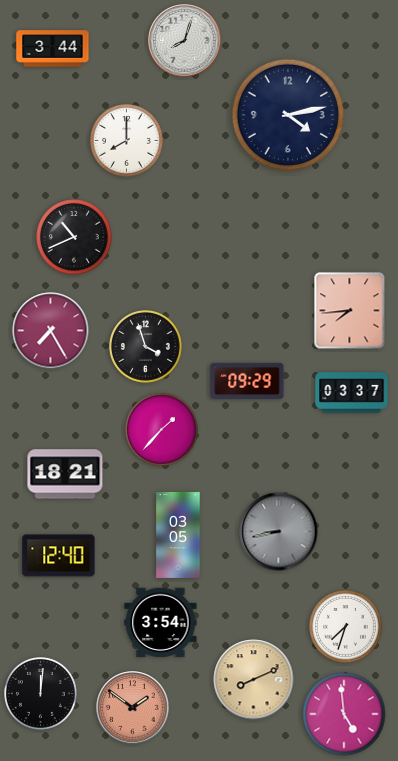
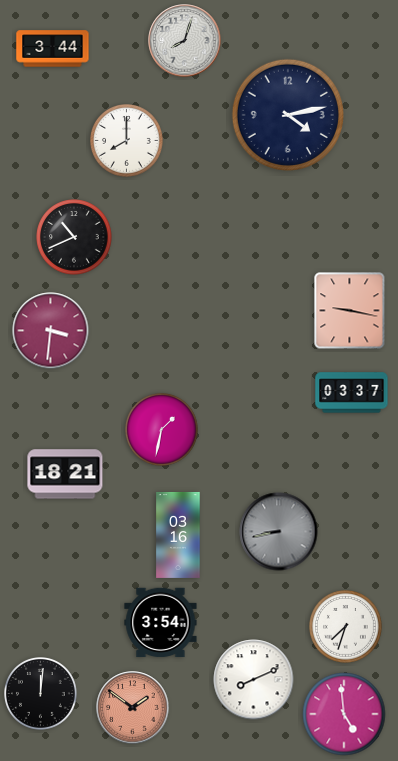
clock at (350, 311): 7:44 -> 9:17
clock at (51, 331): 7:25 -> 3:31
clock at (146, 347): 3:57 -> none
clock at (247, 381): 09:29 -> none
clock at (162, 430): 1:37 -> 1:32
clock at (178, 535): 03:05 -> 03:16
clock at (59, 556): 12:40 -> none
clock at (254, 680) dial: champagne -> white
